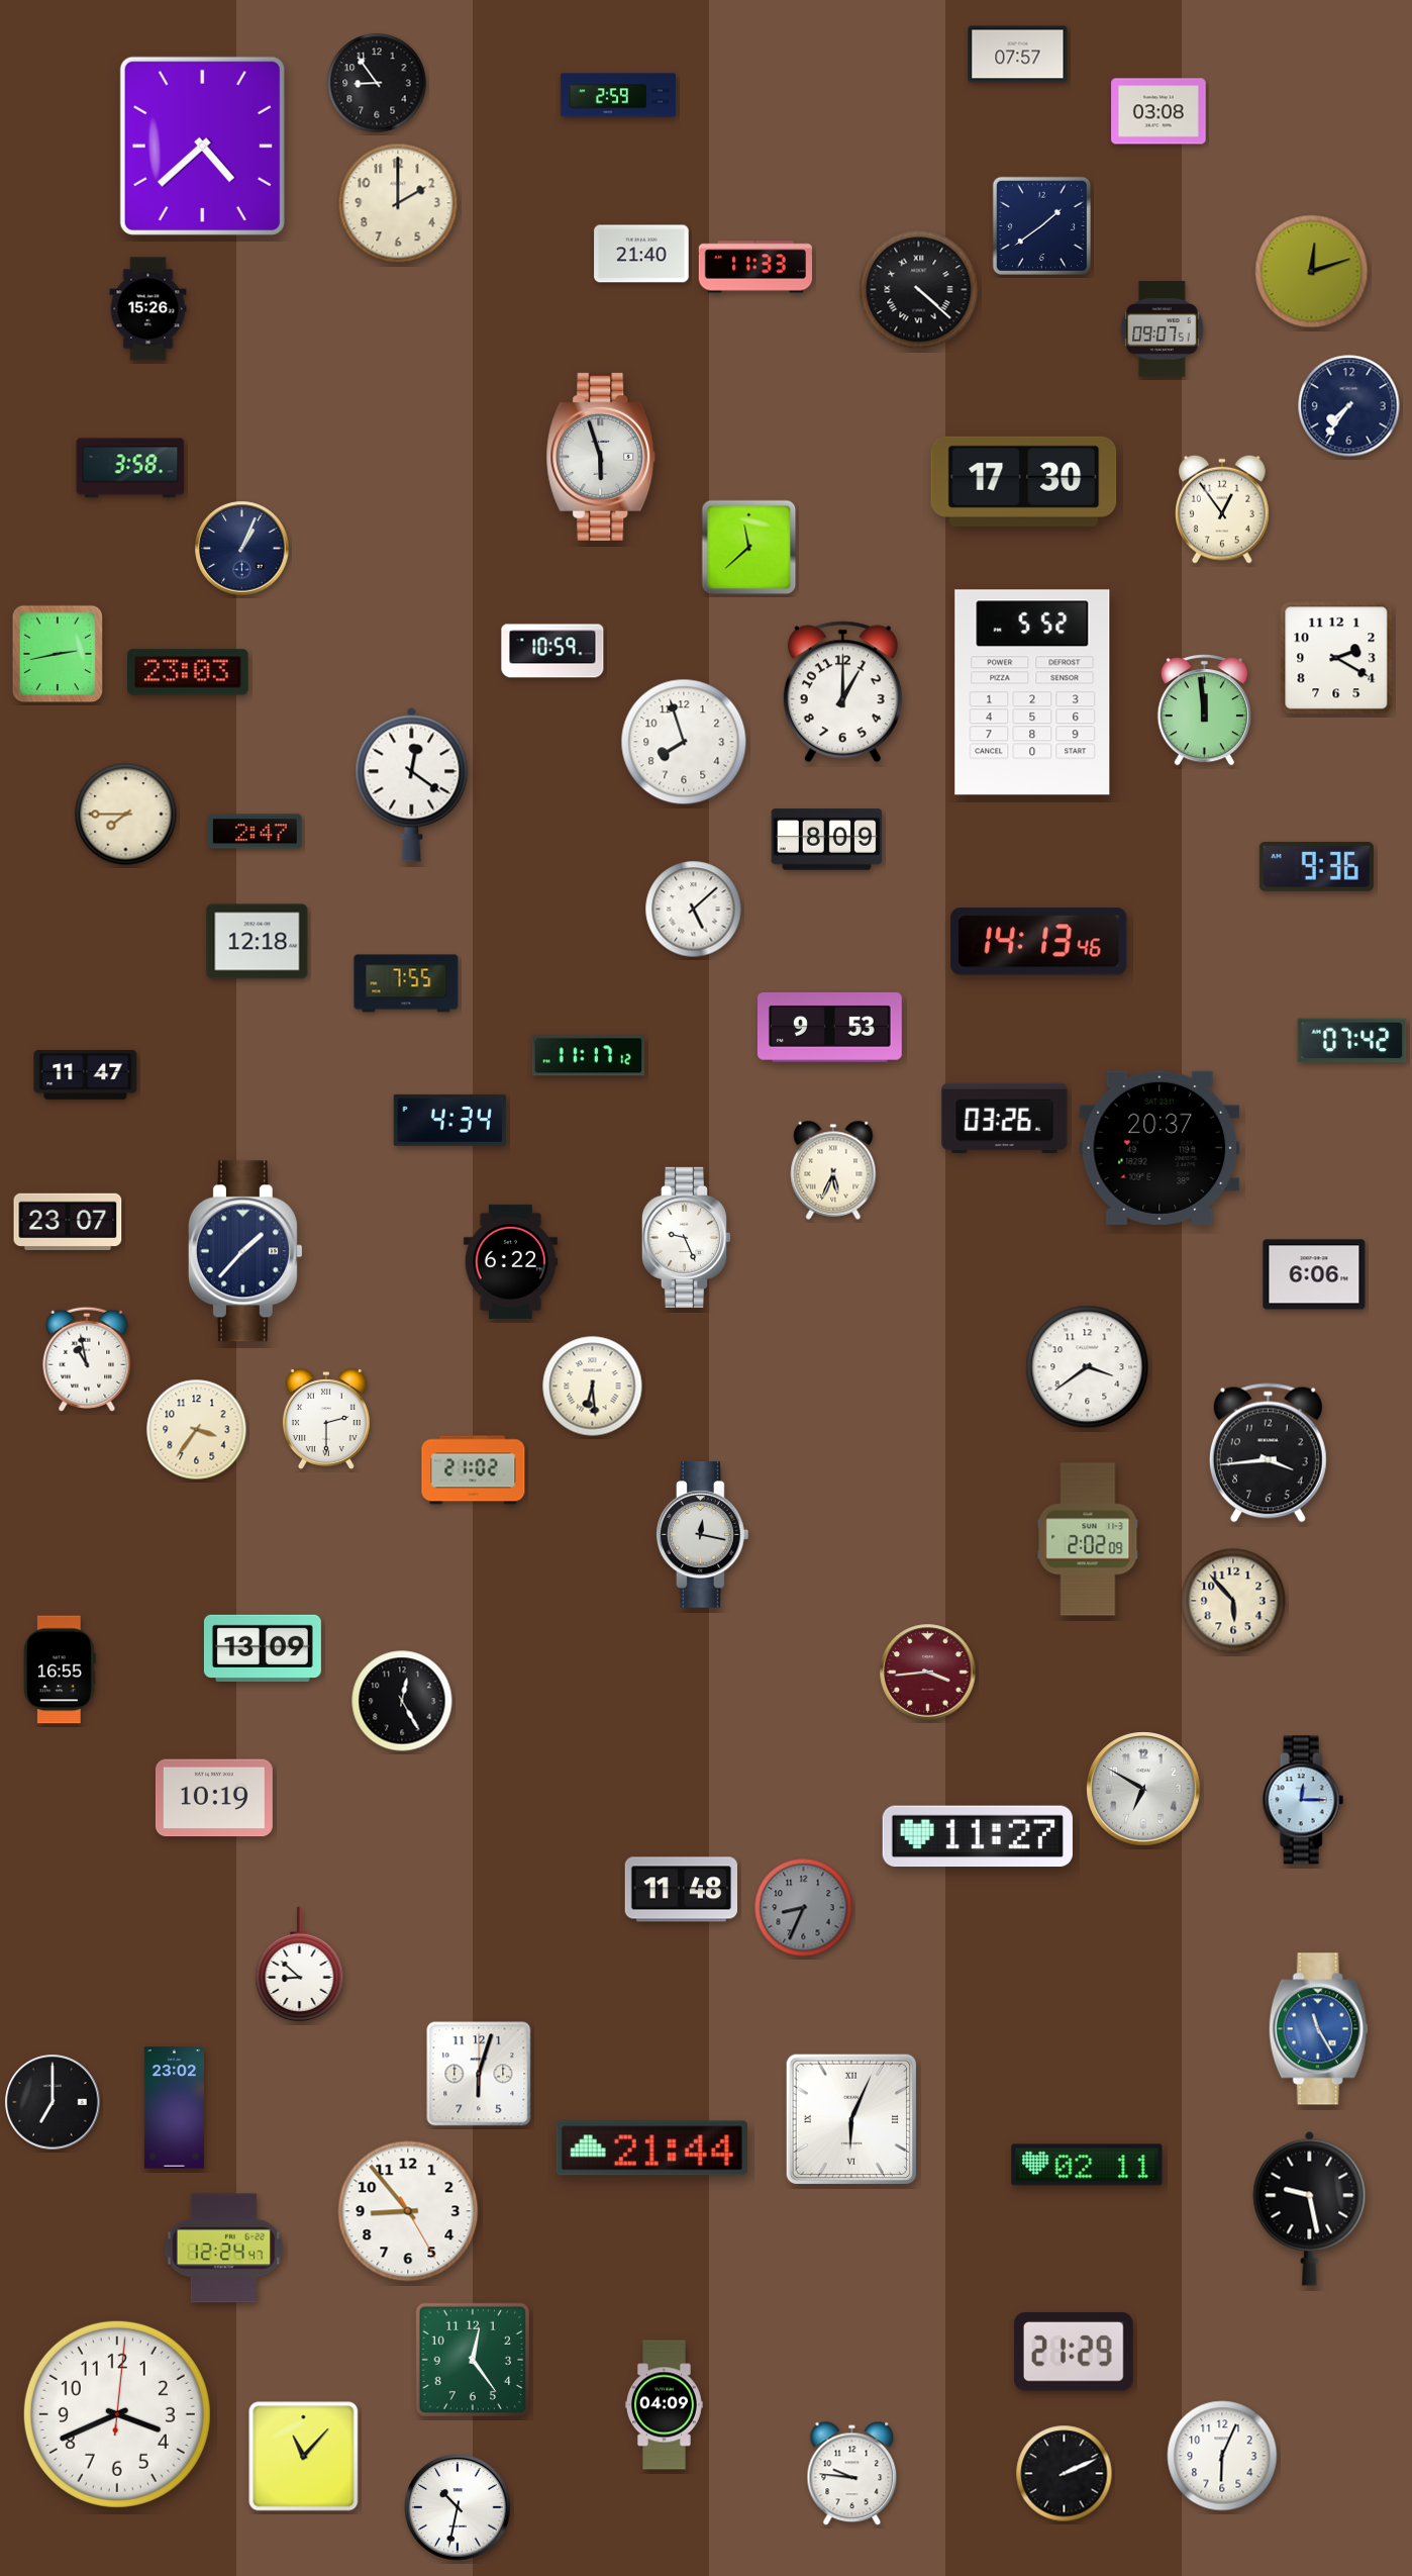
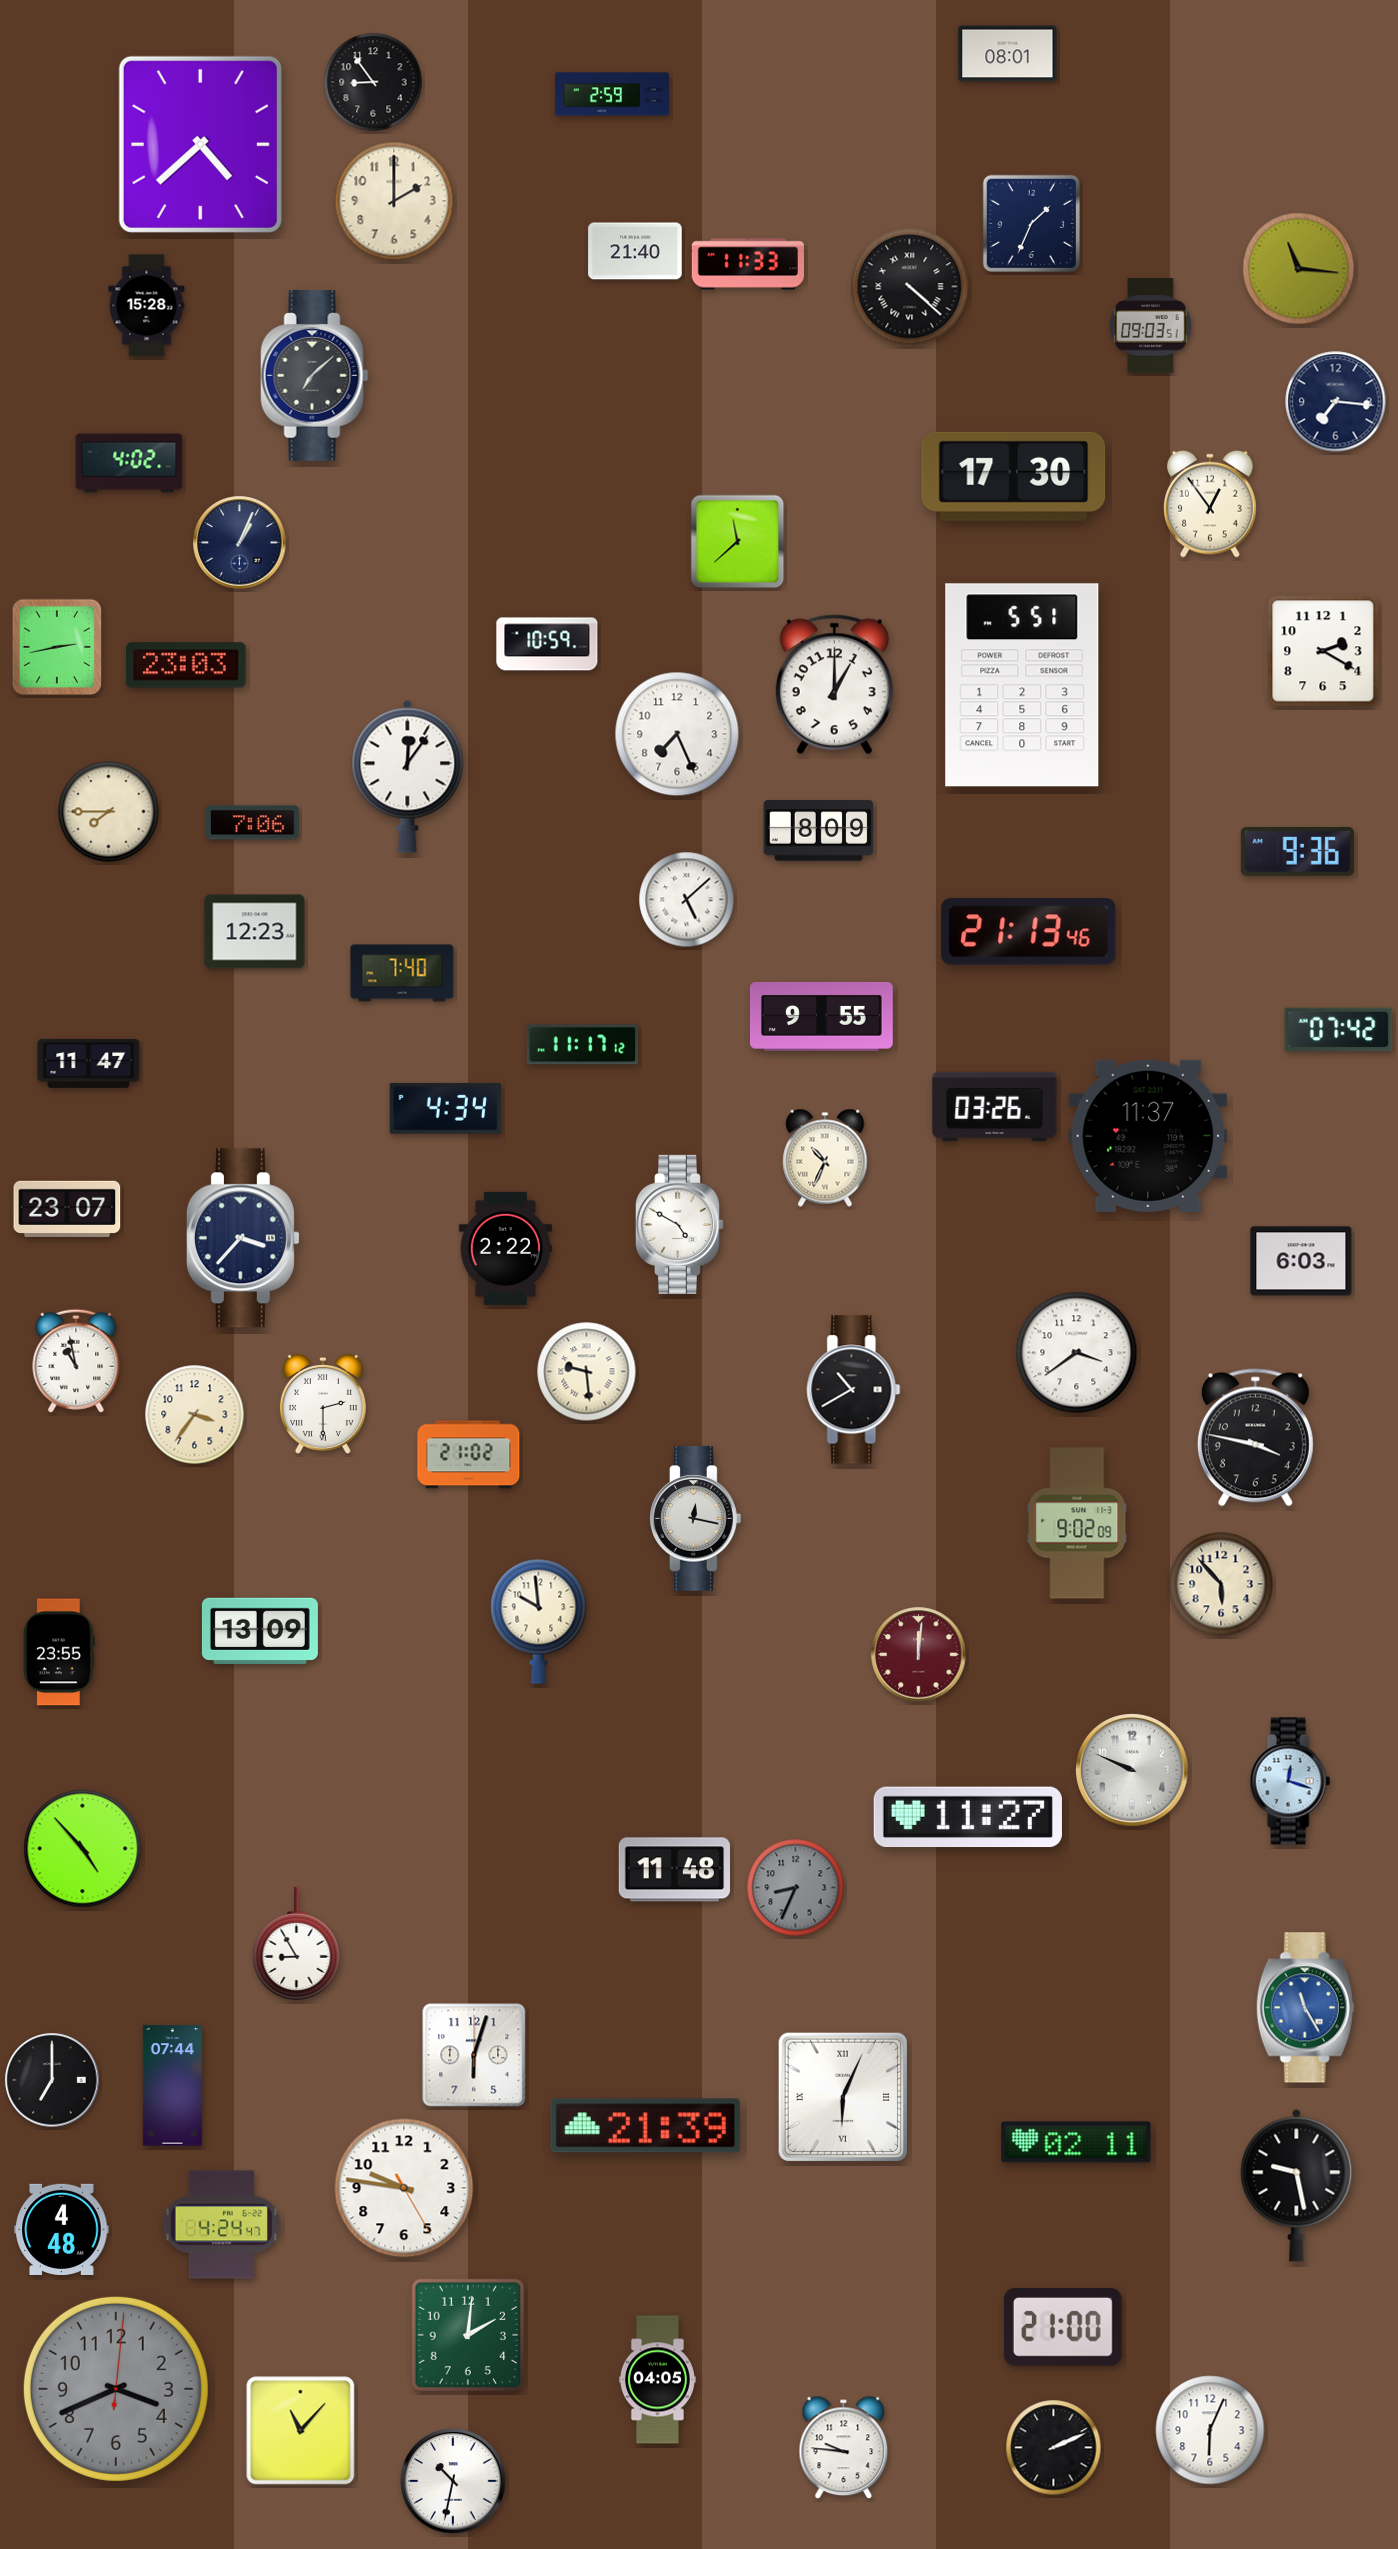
clock at (1018, 55): 07:57 -> 08:01
clock at (1158, 111): 03:08 -> none
clock at (1041, 225): 1:39 -> 1:34
clock at (1312, 272): 12:12 -> 11:16
clock at (148, 309): 15:26 -> 15:28
clock at (1163, 329): 09:07 -> 09:03
clock at (315, 376): none -> 7:08
clock at (1349, 406): 7:36 -> 7:16
clock at (601, 457): 5:57 -> none
clock at (130, 468): 3:58 -> 4:02
clock at (749, 548) position: (749, 548) -> (738, 542)
clock at (1032, 692): 5:52 -> 5:51
clock at (1204, 710): 11:59 -> none
clock at (684, 742): 7:57 -> 7:26
clock at (412, 784): 12:21 -> 12:06
clock at (126, 815) position: (126, 815) -> (109, 812)
clock at (256, 832): 2:47 -> 7:06
clock at (1316, 866) position: (1316, 866) -> (1297, 851)
clock at (258, 942): 12:18 -> 12:23
clock at (1039, 942): 14:13 -> 21:13
clock at (406, 983): 7:55 -> 7:40
clock at (829, 1027): 9:53 -> 9:55
clock at (86, 1074) position: (86, 1074) -> (89, 1063)
clock at (1159, 1148): 20:37 -> 11:37
clock at (833, 1170): 5:34 -> 10:34
clock at (686, 1237): 9:26 -> 4:50
clock at (245, 1251): 1:37 -> 3:37
clock at (510, 1261): 6:22 -> 2:22
clock at (1314, 1274): 6:06 -> 6:03
clock at (87, 1359) position: (87, 1359) -> (76, 1361)
clock at (593, 1387): 6:29 -> 9:29
clock at (854, 1390): none -> 10:40
clock at (1268, 1453): 3:44 -> 3:47
clock at (1088, 1539): 2:02 -> 9:02
clock at (539, 1621): none -> 9:59
clock at (60, 1669): 16:55 -> 23:55
clock at (928, 1673): 3:44 -> 12:01
clock at (402, 1701): 12:25 -> none
clock at (1143, 1789): 6:50 -> 9:49
clock at (214, 1798): 10:19 -> none
clock at (1303, 1800): 12:15 -> 12:18
clock at (83, 1849): none -> 4:53
clock at (300, 1964): 8:52 -> 8:55
clock at (479, 2074) position: (479, 2074) -> (474, 2055)
clock at (174, 2108): 23:02 -> 07:44
clock at (651, 2149): 21:44 -> 21:39
clock at (408, 2211): 8:53 -> 9:46
clock at (224, 2249): 12:24 -> 4:24
clock at (62, 2229): none -> 4:48
clock at (1074, 2353): 21:29 -> 21:00
clock at (472, 2359): 12:24 -> 2:01
clock at (664, 2405): 04:09 -> 04:05
clock at (117, 2414) dial: white -> grey
